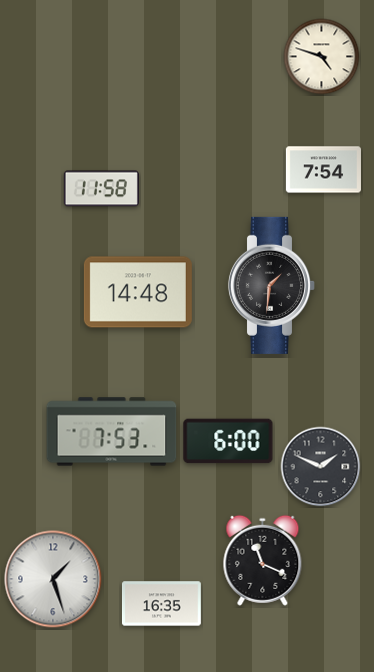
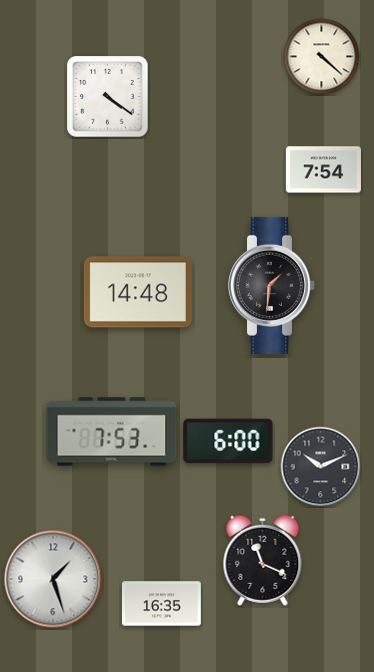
clock at (322, 57): 4:48 -> 4:22
clock at (108, 97): none -> 4:21
clock at (101, 189): 11:58 -> none
clock at (321, 467): 1:49 -> 10:11
